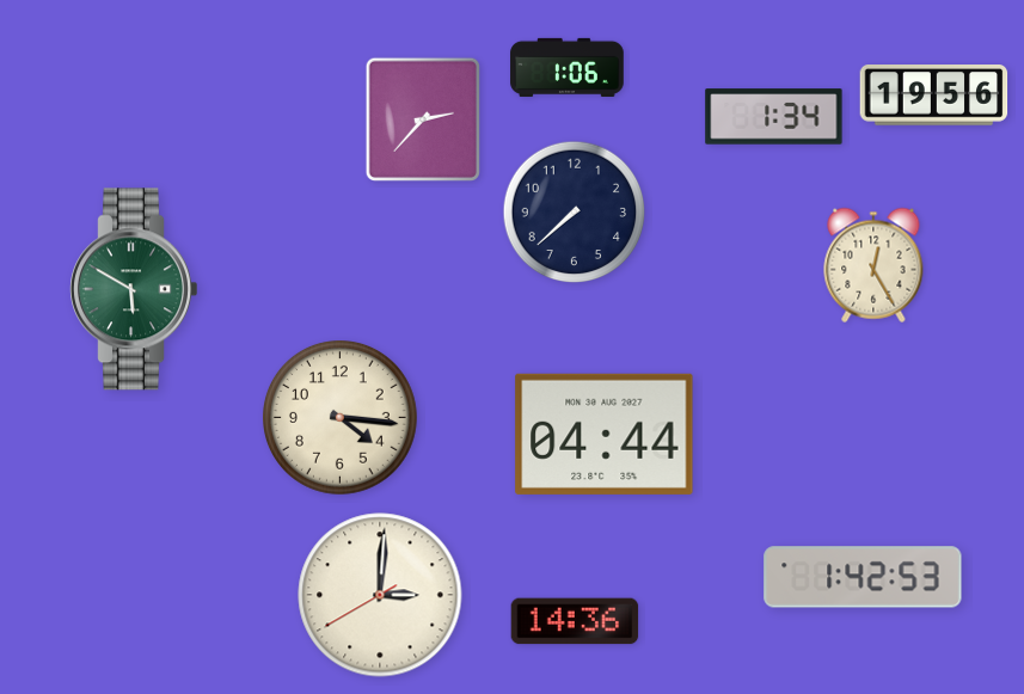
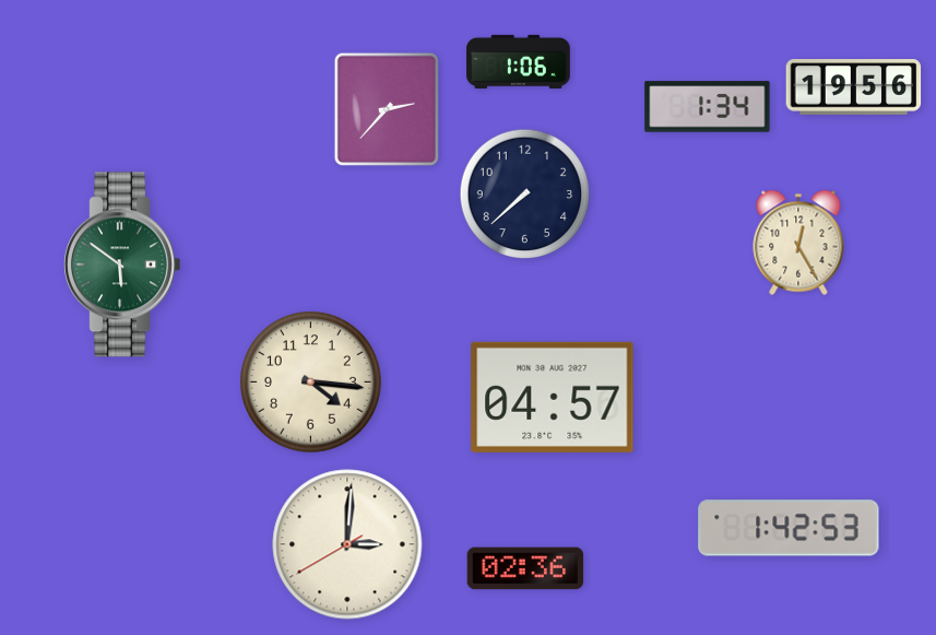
clock at (133, 289): 5:50 -> 5:51
clock at (605, 434): 04:44 -> 04:57
clock at (575, 621): 14:36 -> 02:36
